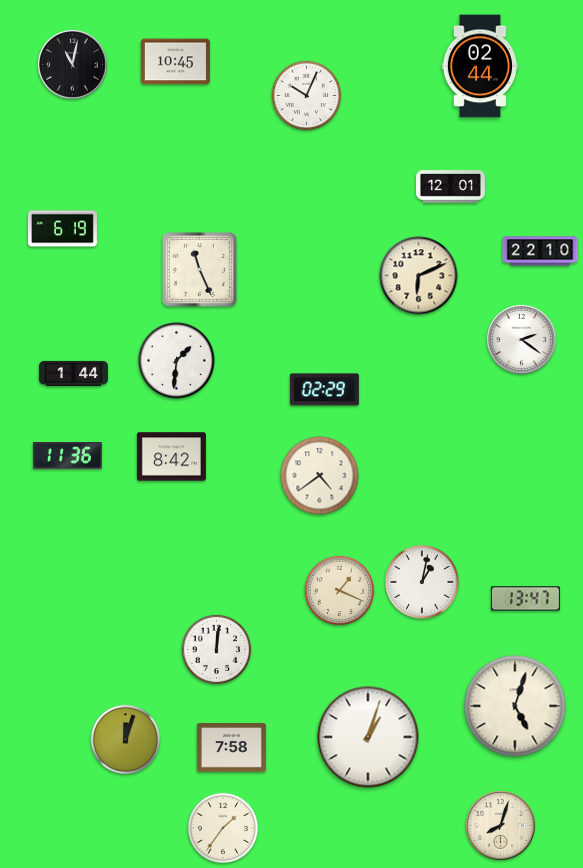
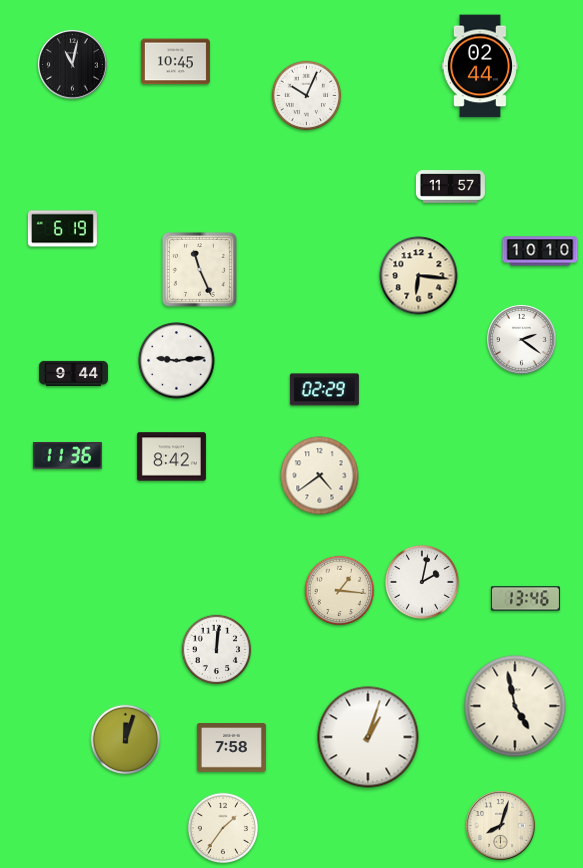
clock at (450, 187): 12:01 -> 11:57
clock at (540, 251): 22:10 -> 10:10
clock at (419, 276): 6:11 -> 6:16
clock at (177, 361): 1:31 -> 9:14
clock at (73, 373): 1:44 -> 9:44
clock at (423, 583): 1:02 -> 2:02
clock at (340, 591): 1:19 -> 1:16
clock at (525, 599): 13:47 -> 13:46
clock at (515, 706): 5:03 -> 4:58
